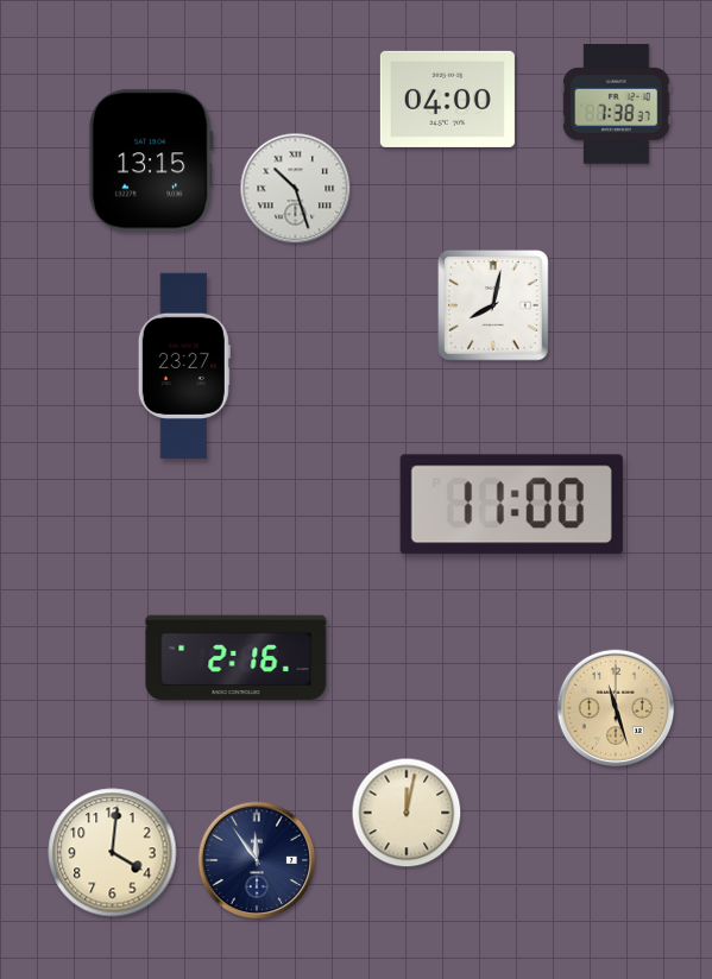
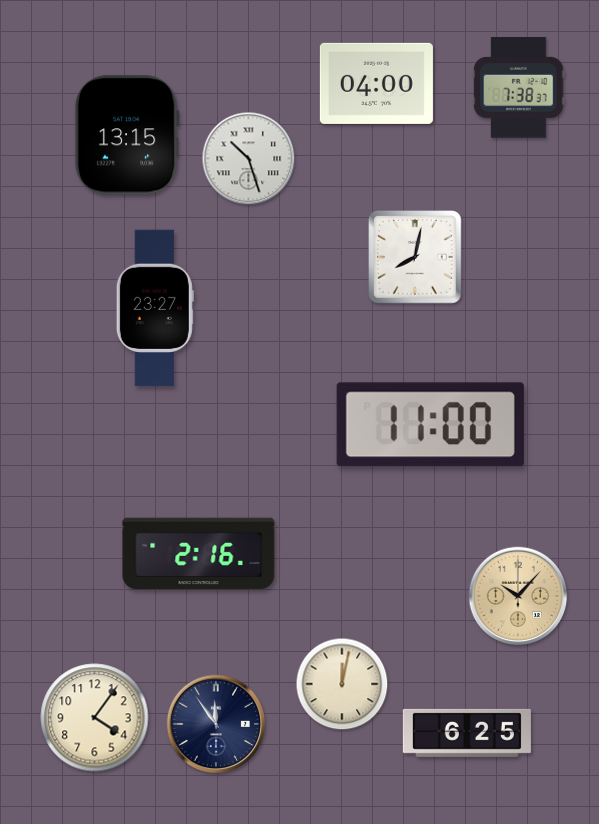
clock at (616, 708): 11:27 -> 10:07
clock at (113, 853): 4:01 -> 4:06
clock at (467, 733): none -> 6:25
